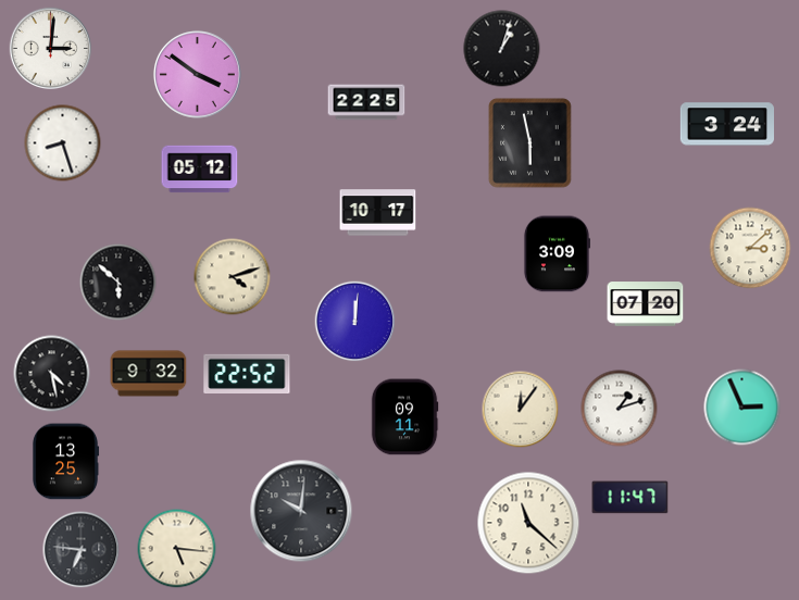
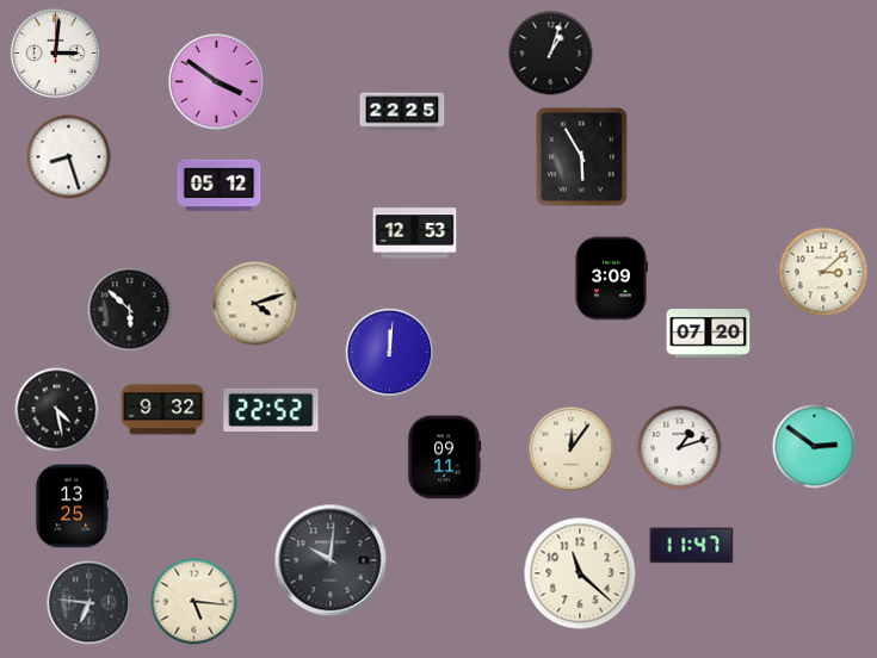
clock at (726, 124): 3:24 -> none
clock at (530, 143): 5:58 -> 5:55
clock at (378, 213): 10:17 -> 12:53
clock at (742, 408): 2:56 -> 2:51
